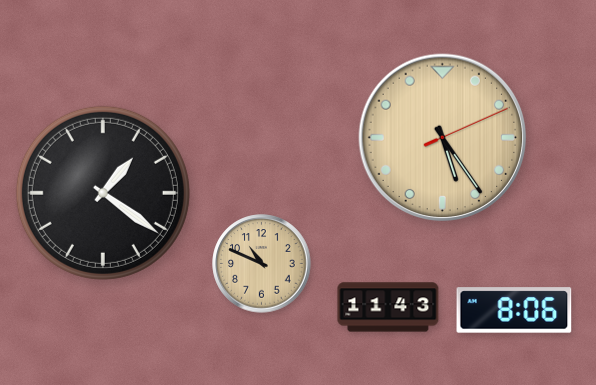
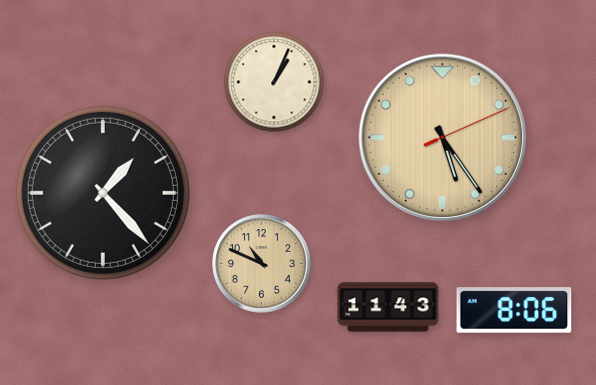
clock at (274, 82): none -> 1:04
clock at (103, 193): 1:21 -> 1:23
